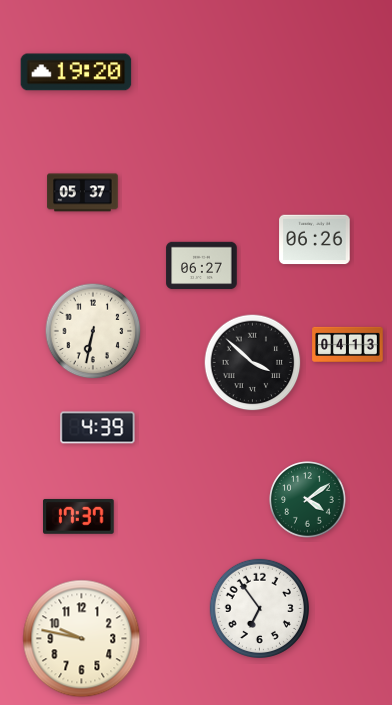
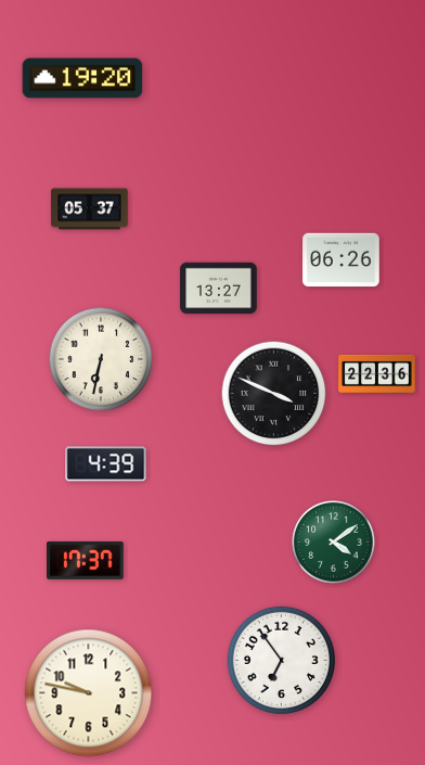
clock at (202, 266): 06:27 -> 13:27
clock at (348, 344): 04:13 -> 22:36
clock at (253, 363): 3:52 -> 3:49
